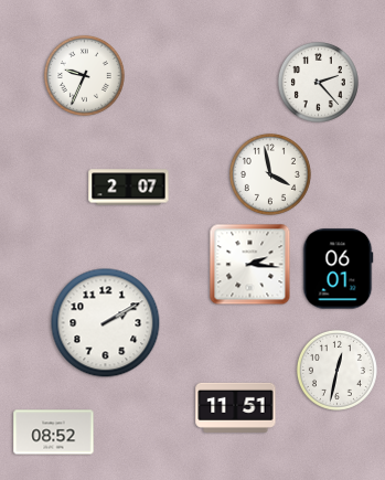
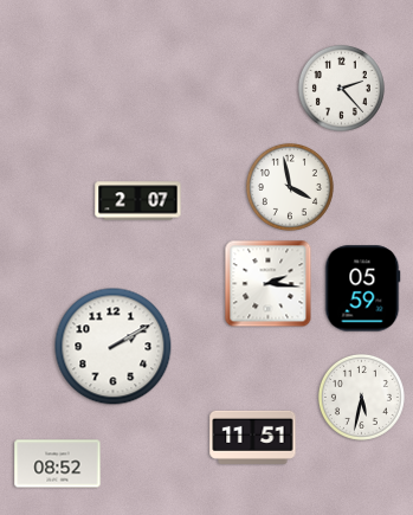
clock at (84, 75): 9:34 -> none
clock at (338, 269): 06:01 -> 05:59
clock at (336, 370): 12:32 -> 5:32
